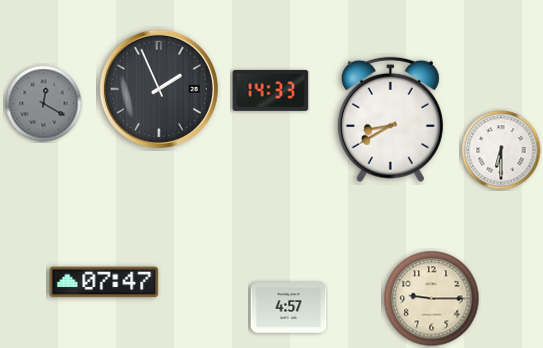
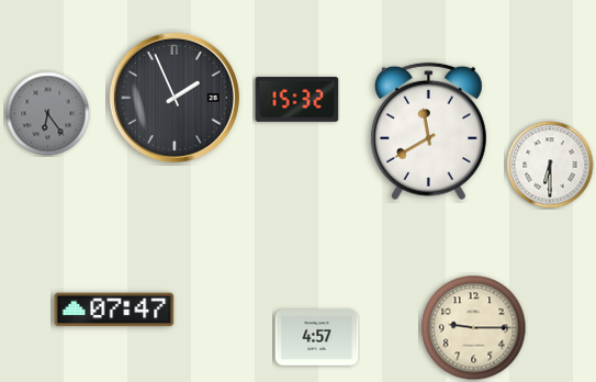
clock at (271, 90): 14:33 -> 15:32
clock at (44, 104): 12:20 -> 6:24
clock at (390, 120): 8:40 -> 11:40
